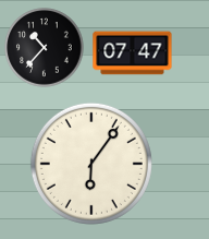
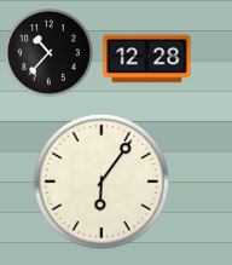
clock at (133, 53): 07:47 -> 12:28
